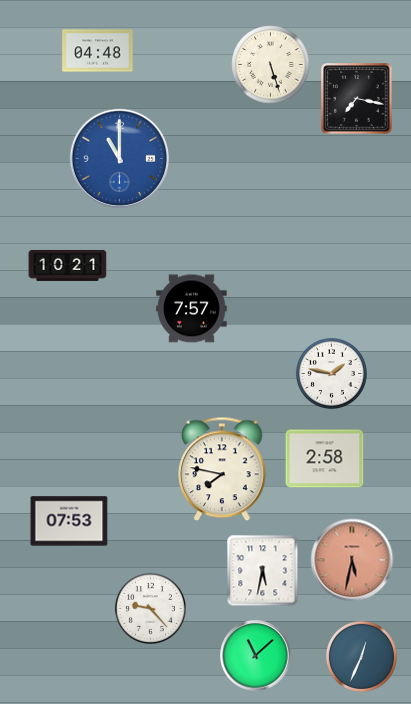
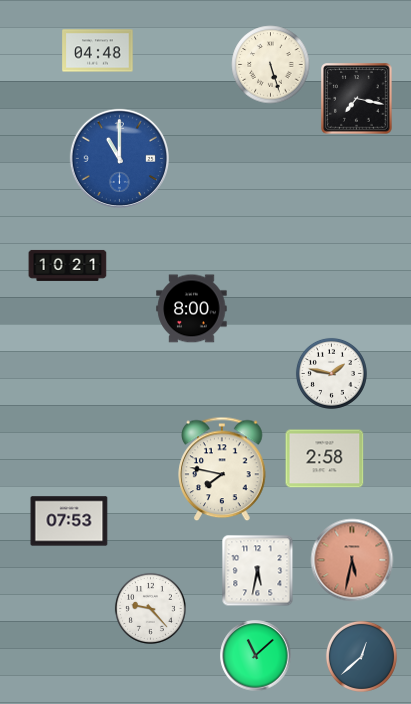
clock at (192, 309): 7:57 -> 8:00
clock at (263, 571) position: (263, 571) -> (258, 571)
clock at (361, 656): 12:34 -> 12:38
